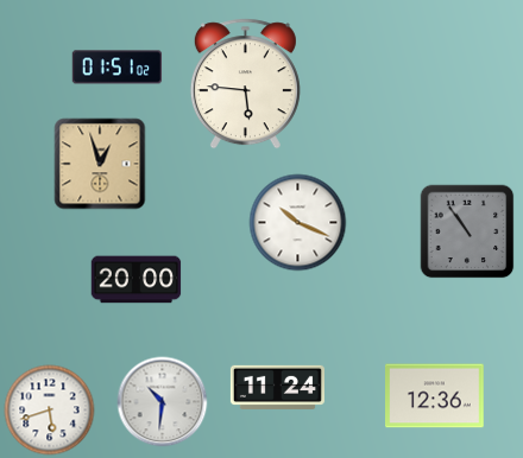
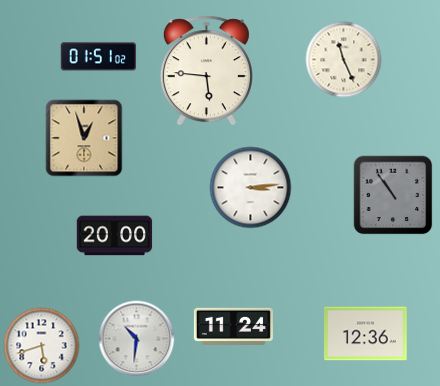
clock at (344, 60): none -> 11:26
clock at (298, 223): 10:19 -> 3:14
